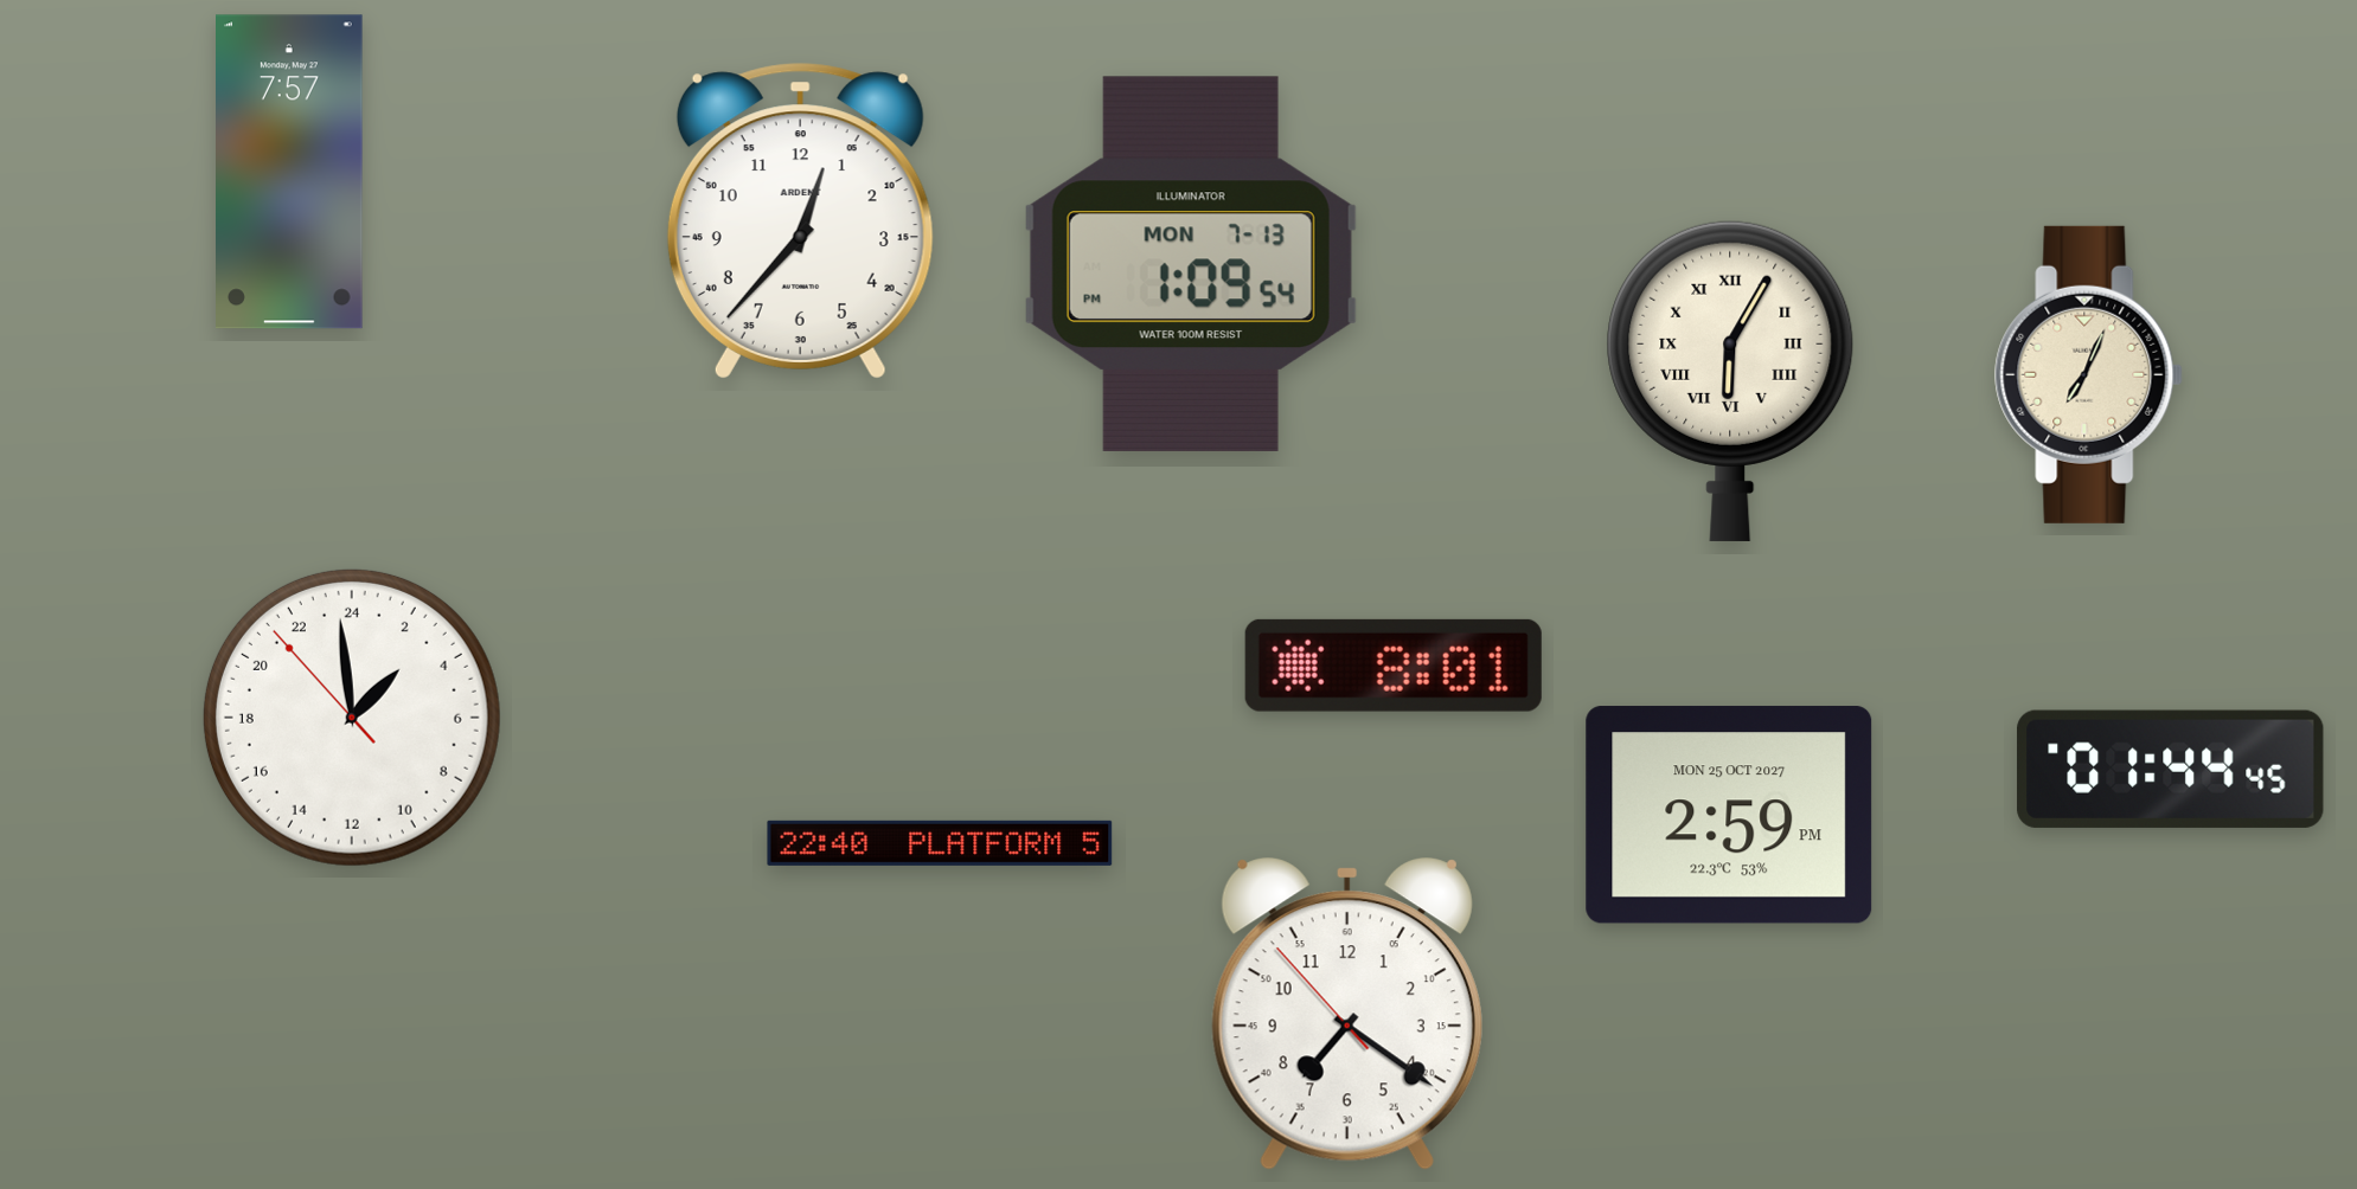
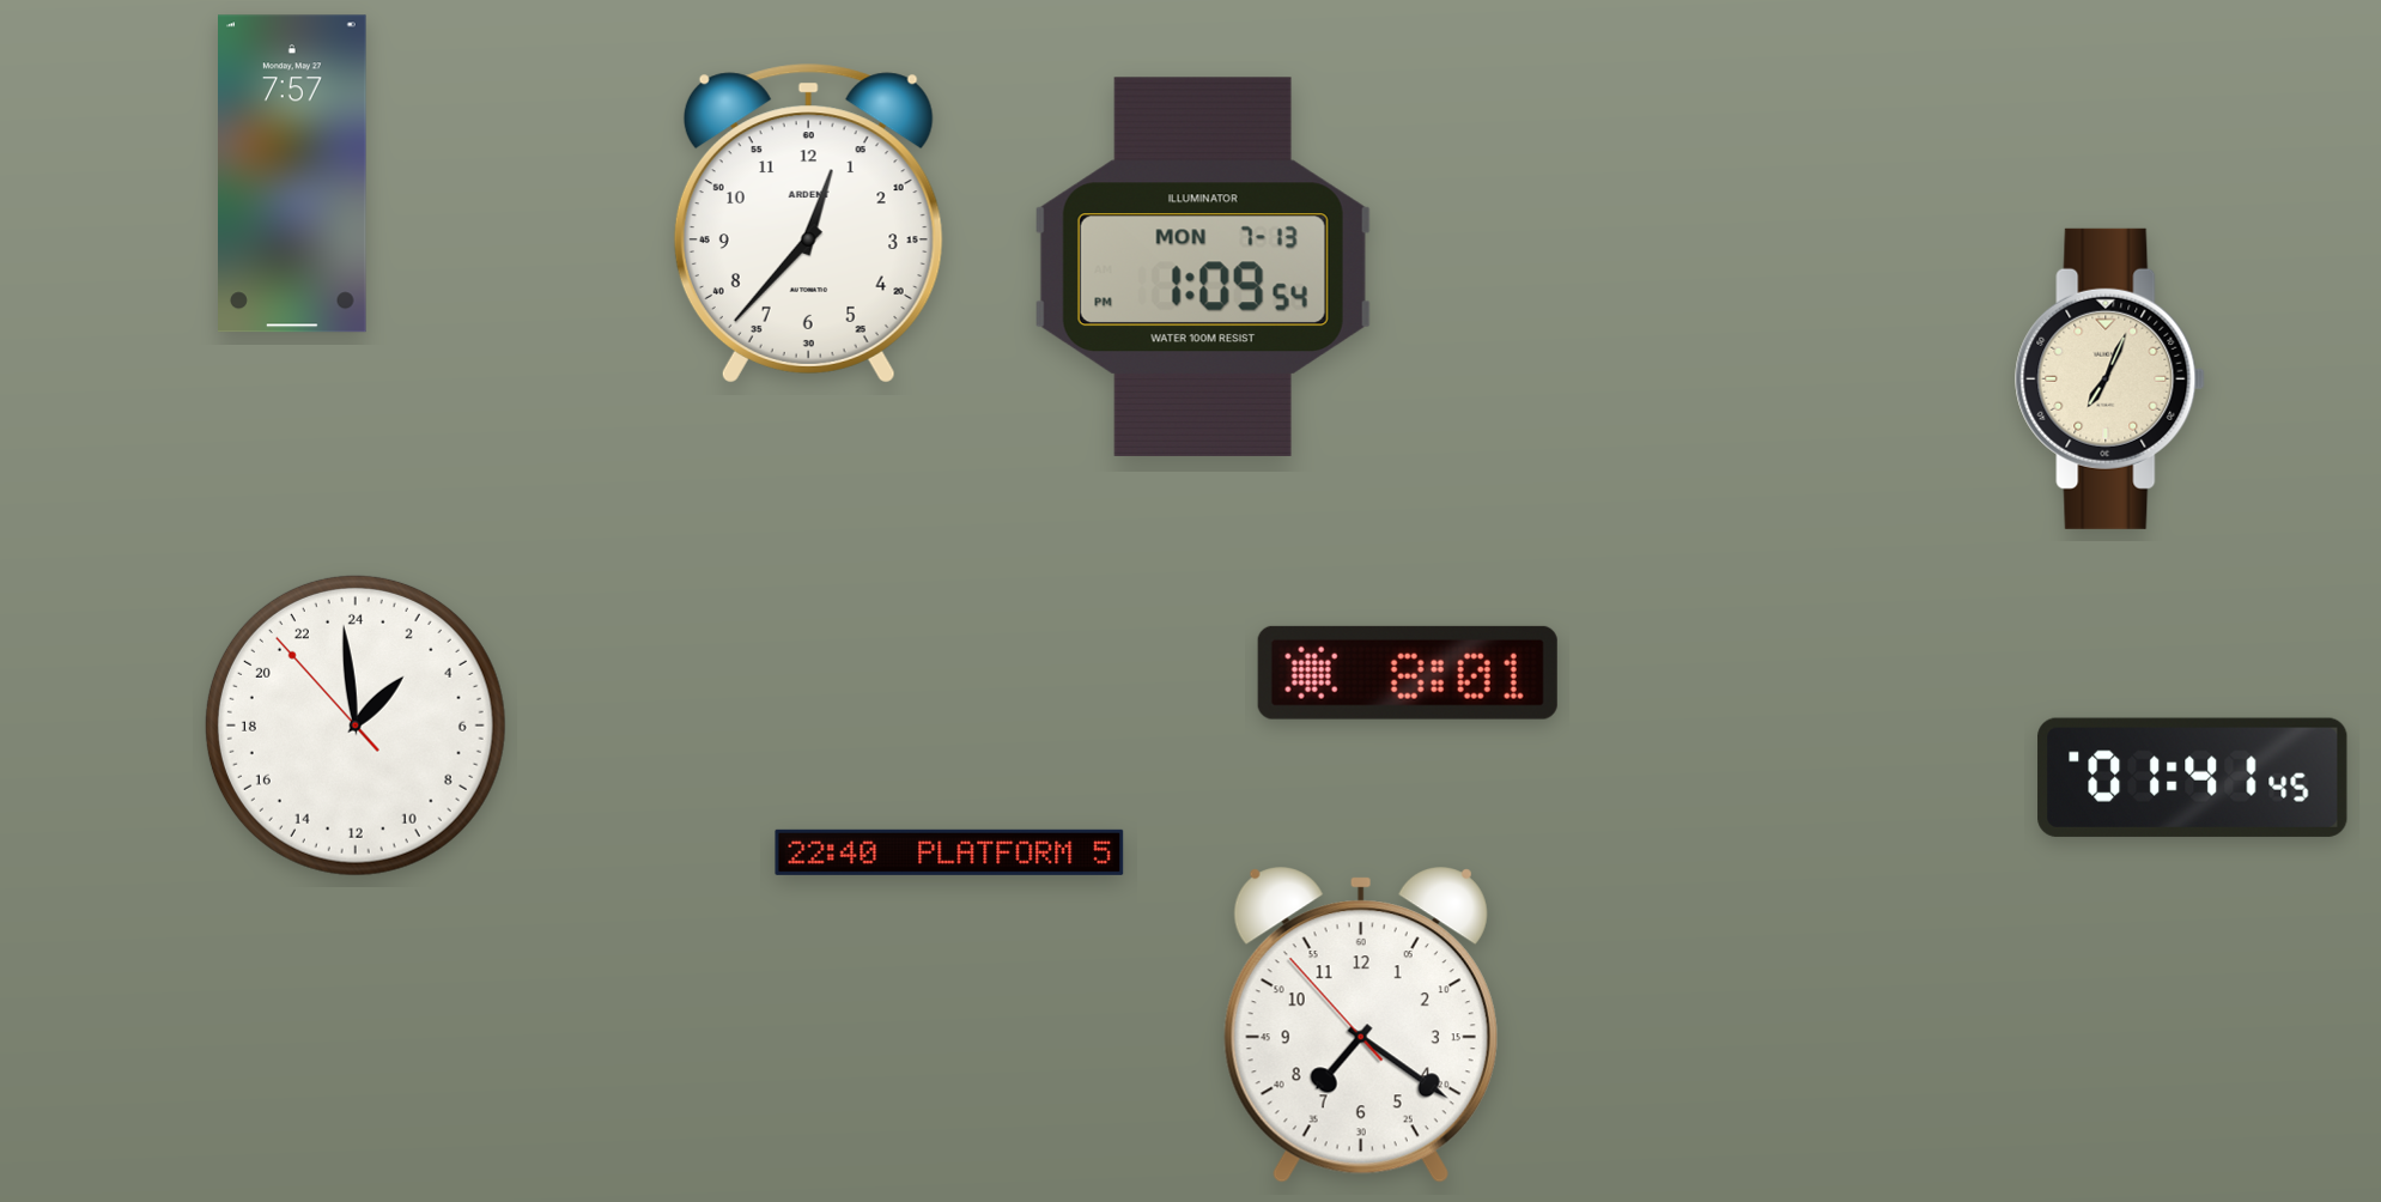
clock at (1730, 380): 6:05 -> none
clock at (2171, 769): 01:44 -> 01:41
clock at (1729, 815): 2:59 -> none
